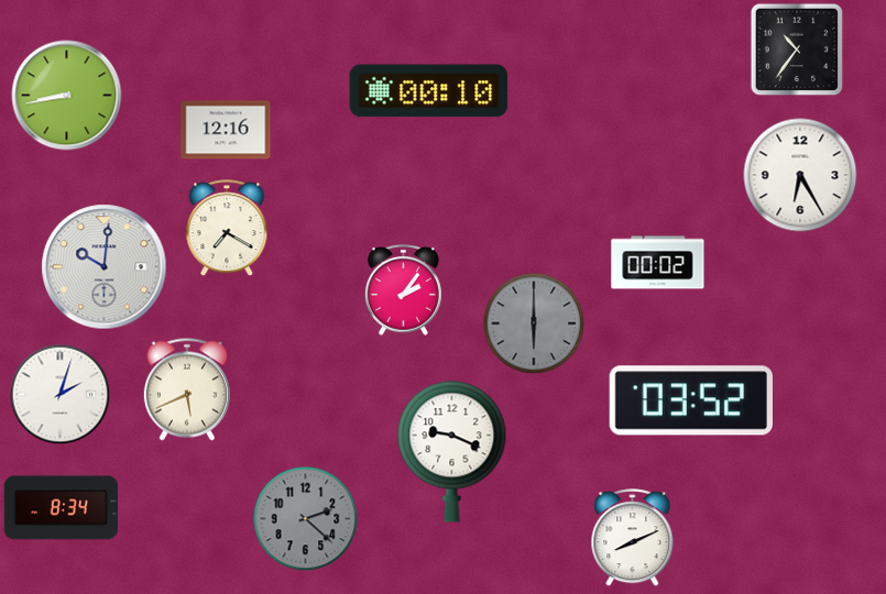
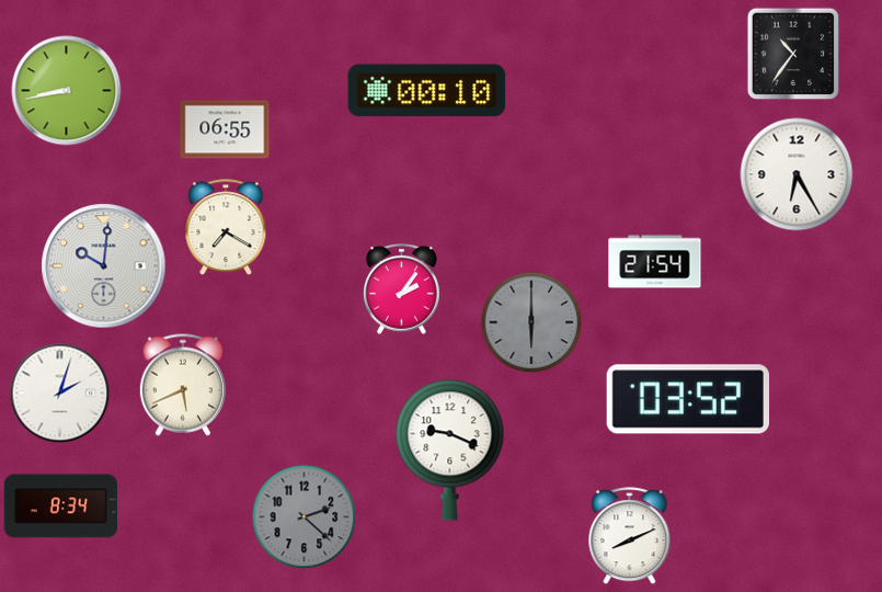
clock at (797, 50) position: (797, 50) -> (793, 54)
clock at (67, 96) position: (67, 96) -> (67, 91)
clock at (226, 130): 12:16 -> 06:55
clock at (658, 263): 00:02 -> 21:54
clock at (187, 389) position: (187, 389) -> (183, 385)
